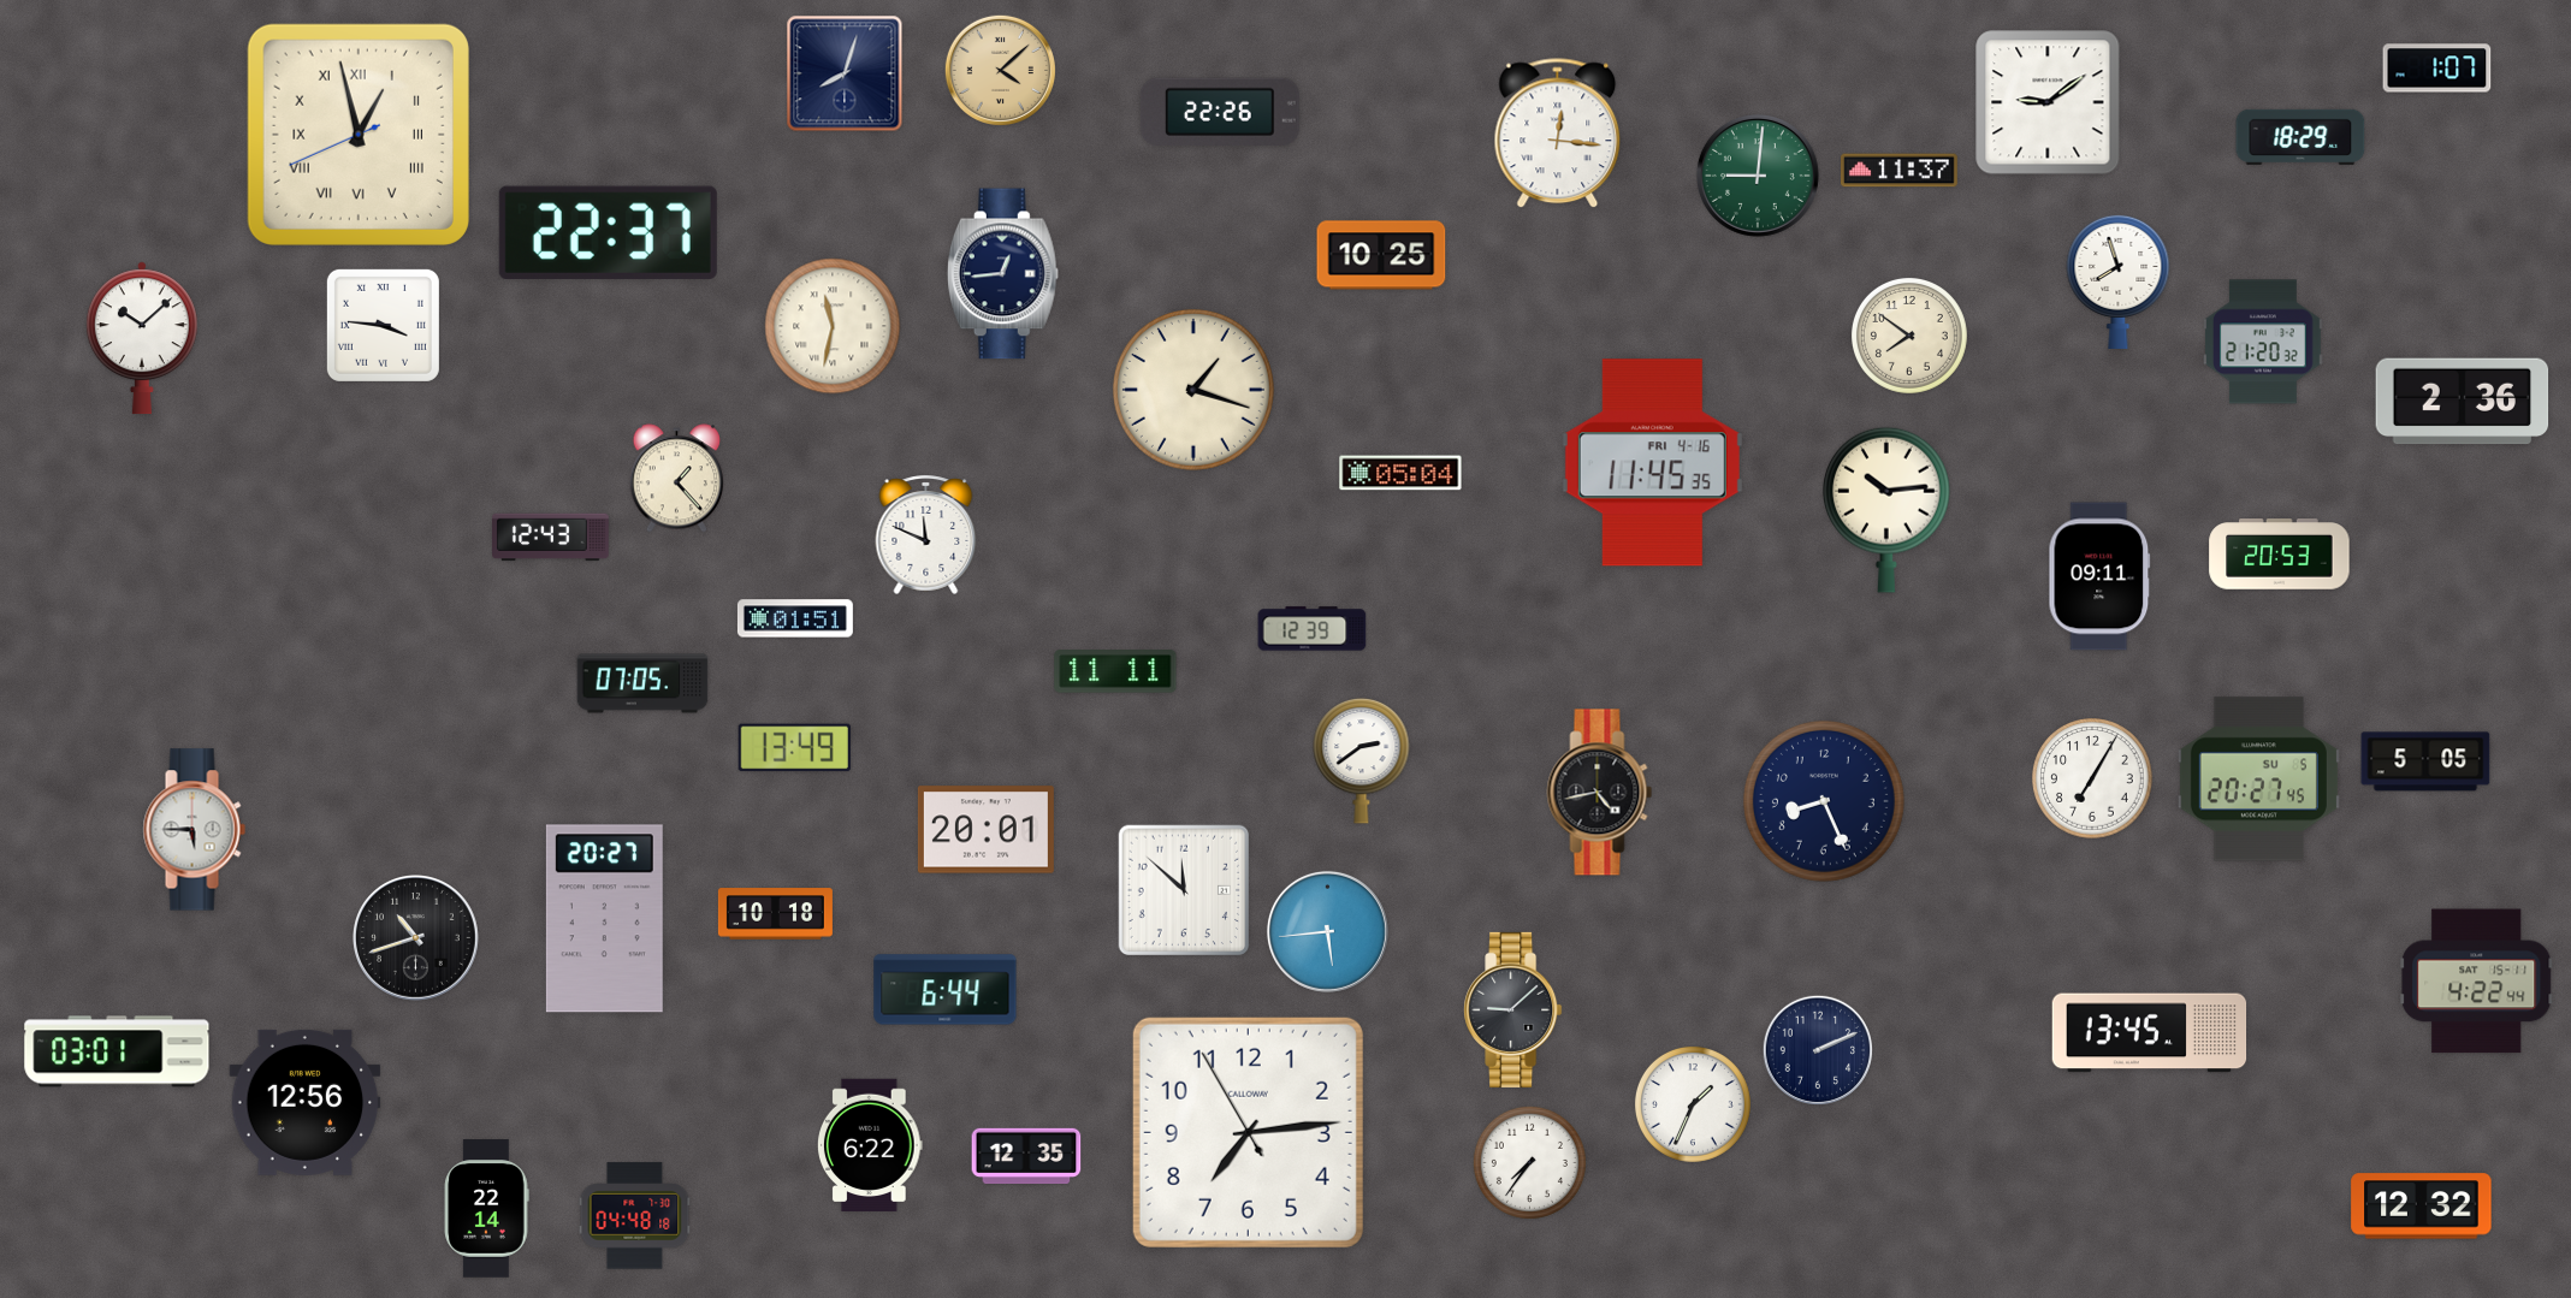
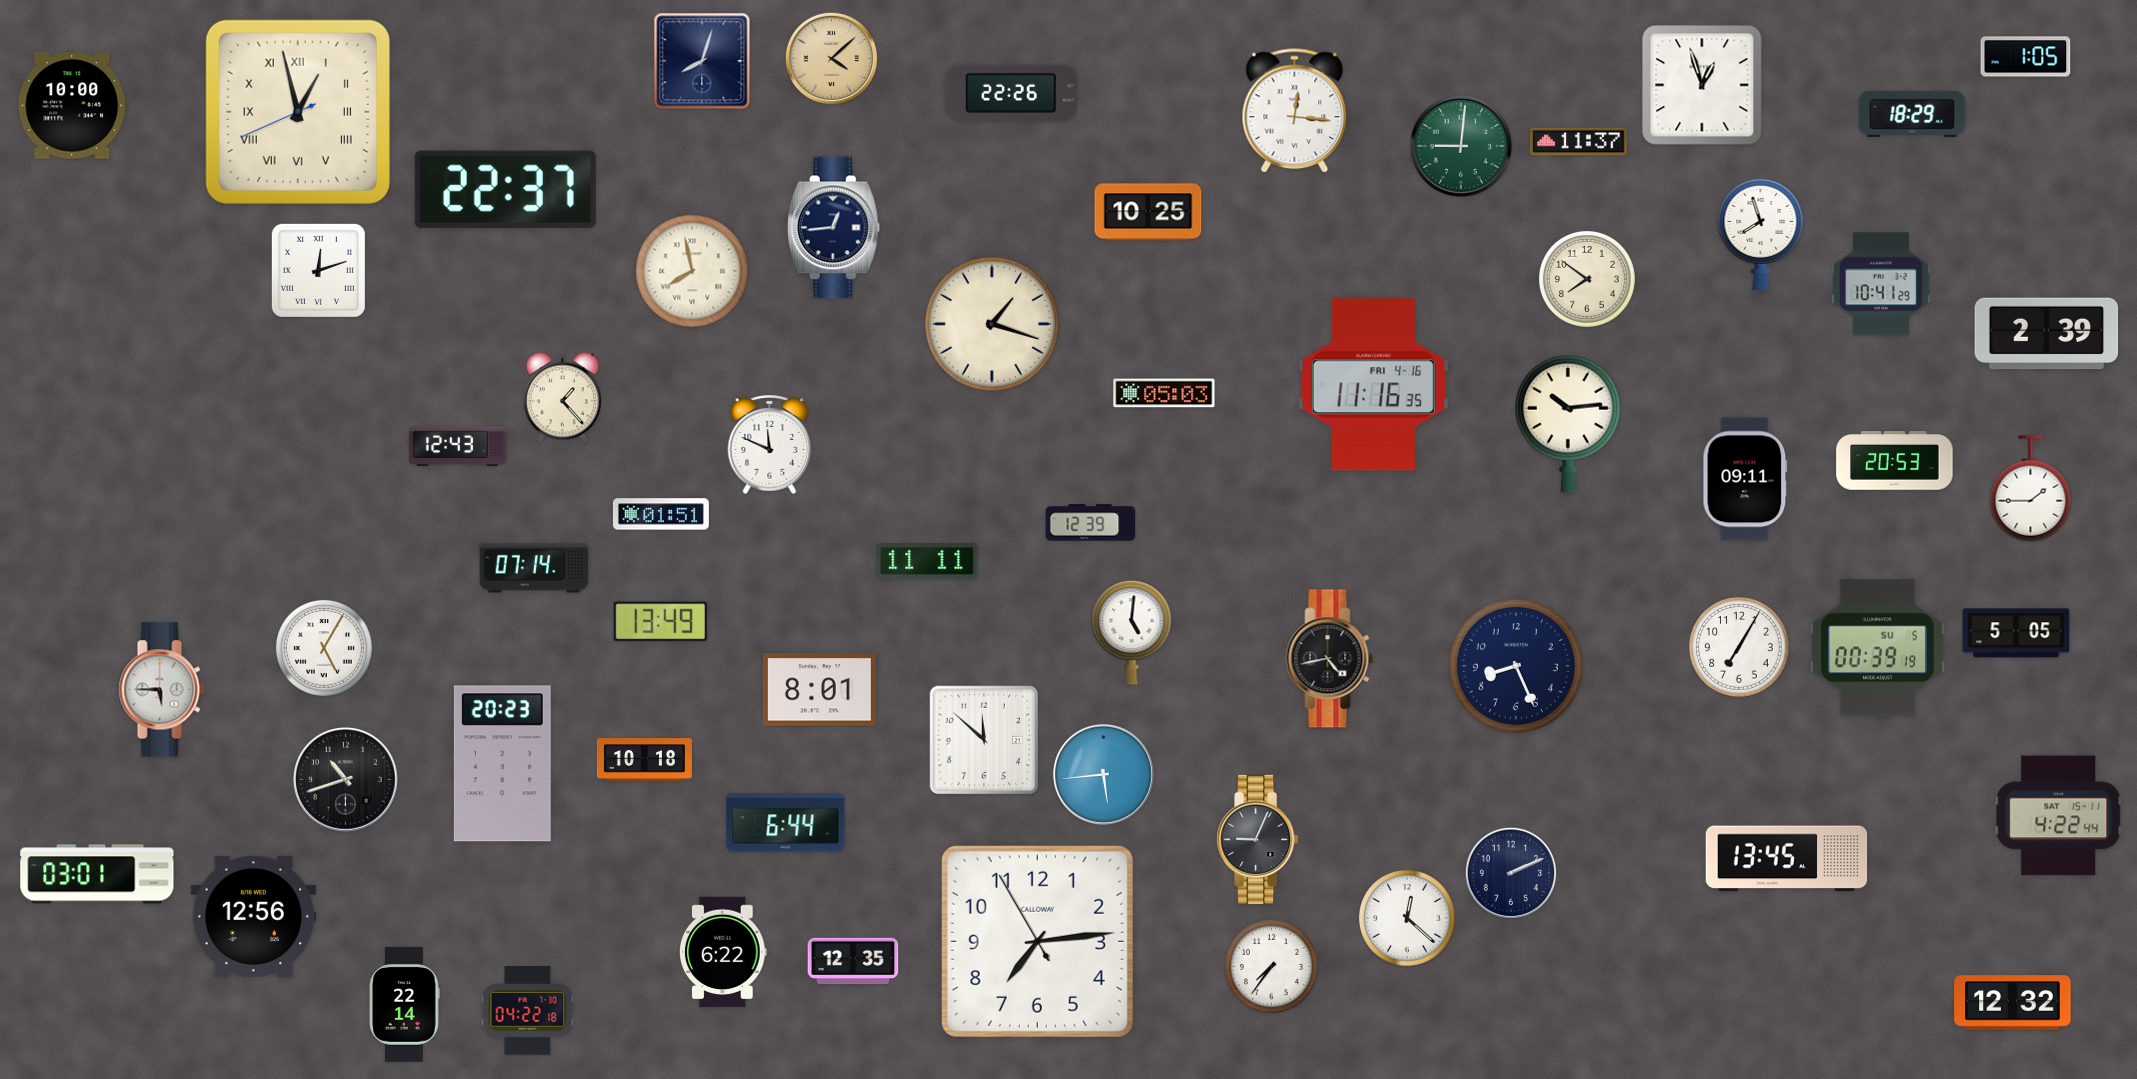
clock at (2437, 69): 1:07 -> 1:05
clock at (2048, 102): 9:09 -> 12:57
clock at (1220, 112) position: (1220, 112) -> (1011, 93)
clock at (73, 106): none -> 10:00
clock at (608, 232) position: (608, 232) -> (505, 189)
clock at (383, 325): 3:46 -> 12:12
clock at (833, 326): 11:32 -> 7:58
clock at (142, 338): 10:08 -> none
clock at (2263, 342): 21:20 -> 10:41
clock at (2463, 402): 2:36 -> 2:39
clock at (1652, 463): 11:45 -> 11:16
clock at (1400, 473): 05:04 -> 05:03
clock at (2031, 489): none -> 1:45
clock at (1115, 671) position: (1115, 671) -> (927, 561)
clock at (642, 683): 07:05 -> 07:14
clock at (1362, 760): 2:39 -> 5:01
clock at (324, 648): none -> 5:05
clock at (2258, 780): 20:27 -> 00:39
clock at (985, 830): 20:01 -> 8:01
clock at (604, 919): 20:27 -> 20:23
clock at (1513, 1009): 9:08 -> 9:04
clock at (1693, 1104): 1:34 -> 12:22
clock at (635, 1216): 04:48 -> 04:22
